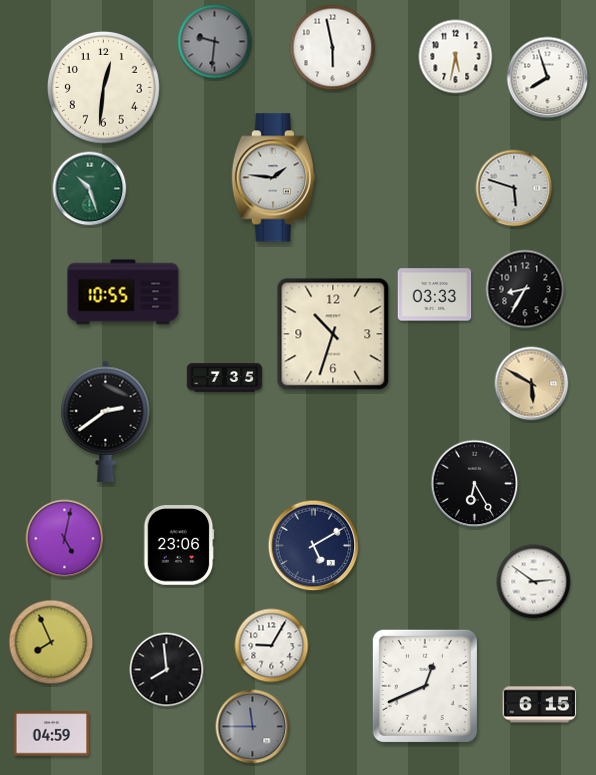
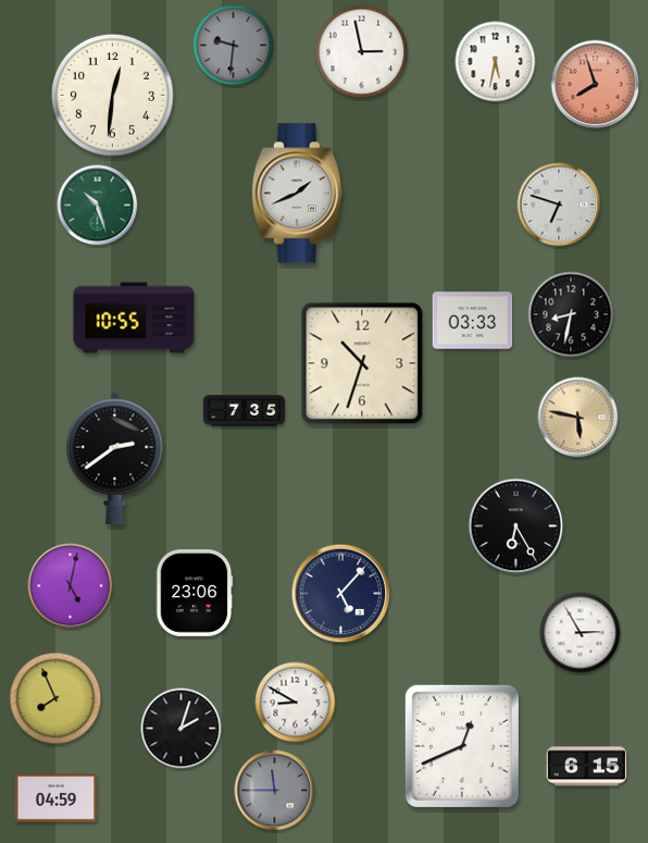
clock at (333, 48): 5:58 -> 2:58
clock at (548, 78) dial: white -> salmon
clock at (273, 178): 1:46 -> 1:41
clock at (514, 188): 5:48 -> 6:48
clock at (525, 289): 8:35 -> 8:32
clock at (532, 384): 5:50 -> 5:47
clock at (314, 546): 5:10 -> 5:07
clock at (534, 582): 2:51 -> 2:55
clock at (272, 646): 9:05 -> 8:50
clock at (167, 670): 7:59 -> 2:03
